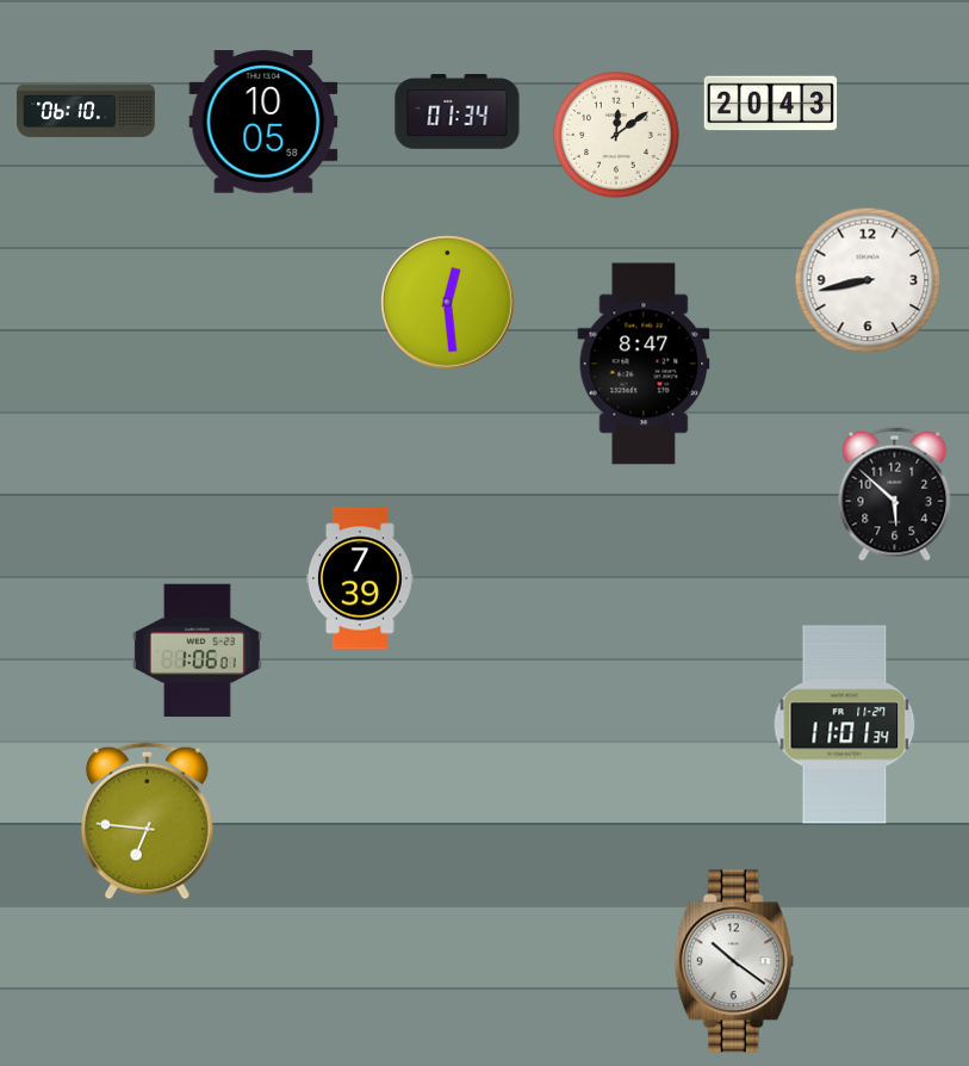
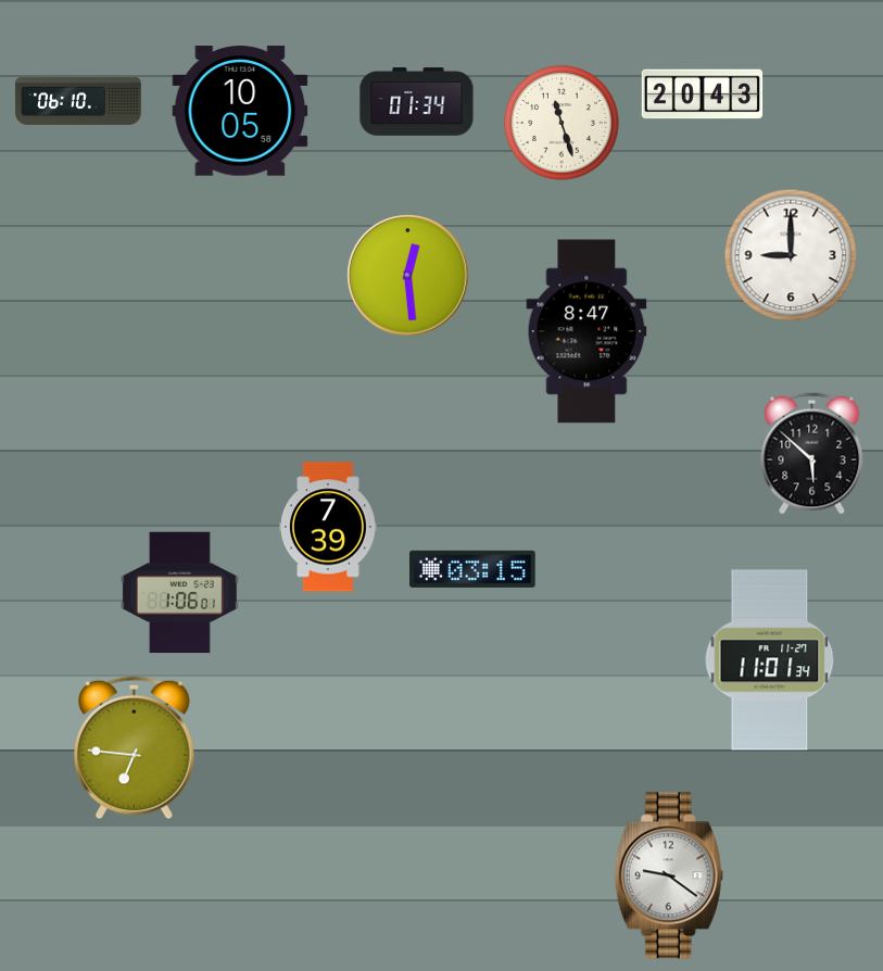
clock at (616, 135): 12:09 -> 11:27
clock at (868, 280): 8:43 -> 9:00
clock at (895, 495) position: (895, 495) -> (812, 454)
clock at (474, 569): none -> 03:15
clock at (734, 961): 10:21 -> 9:21
